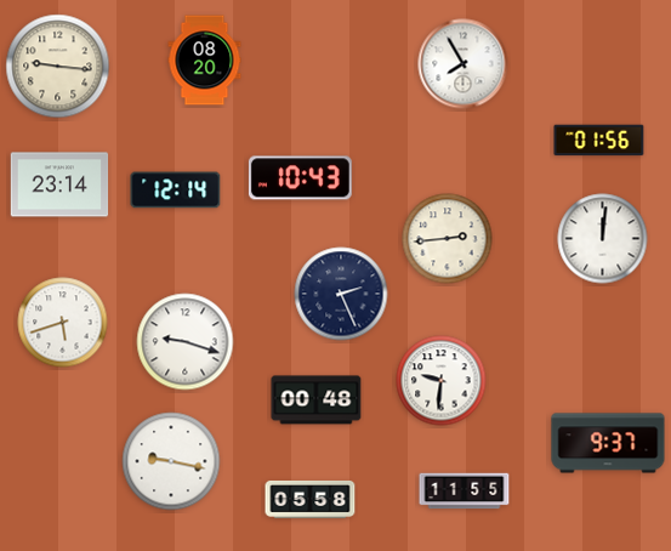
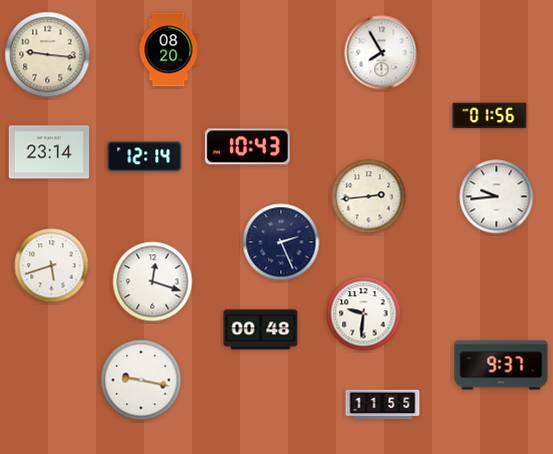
clock at (599, 141) position: (599, 141) -> (490, 116)
clock at (603, 239): 12:01 -> 9:44
clock at (186, 342): 9:18 -> 12:18
clock at (311, 499): 05:58 -> none
